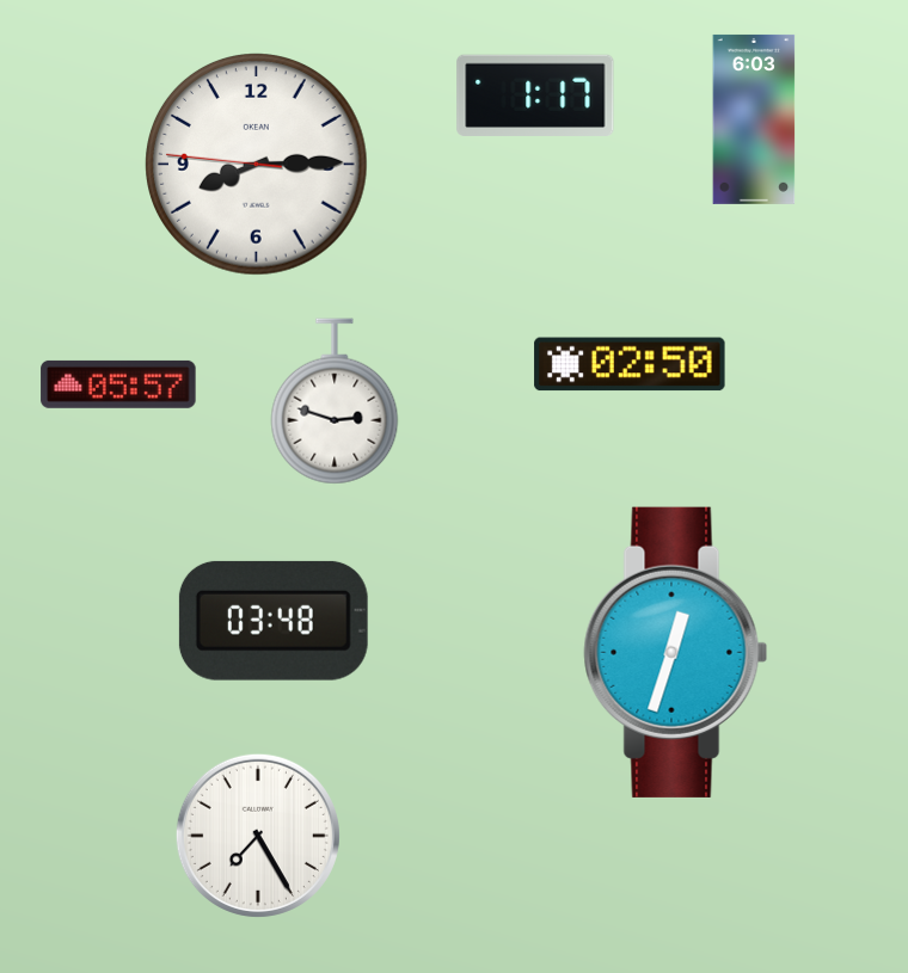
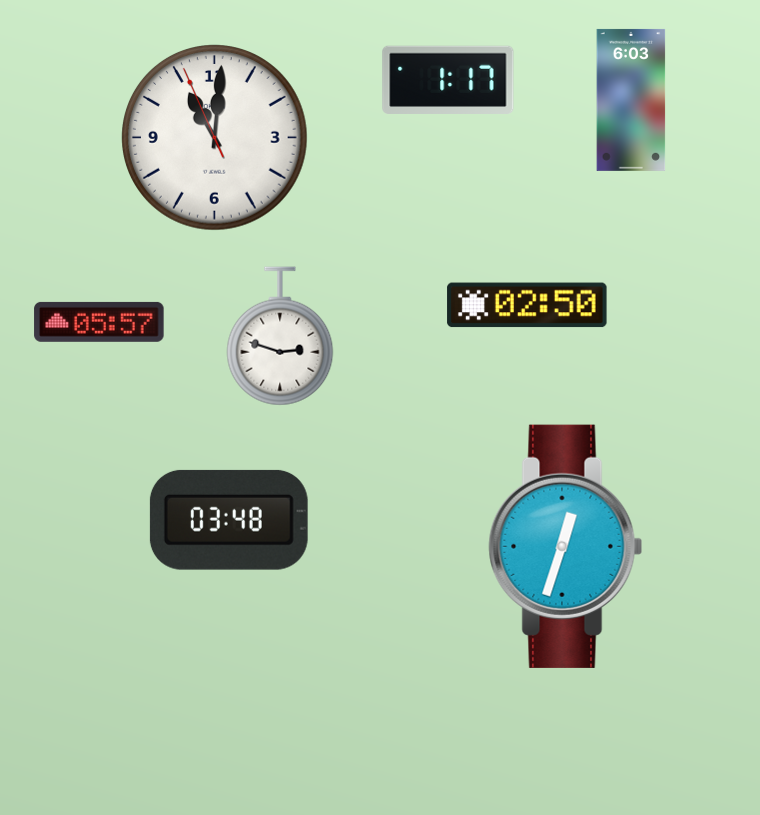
clock at (257, 165): 8:14 -> 11:00
clock at (258, 836): 7:25 -> none
